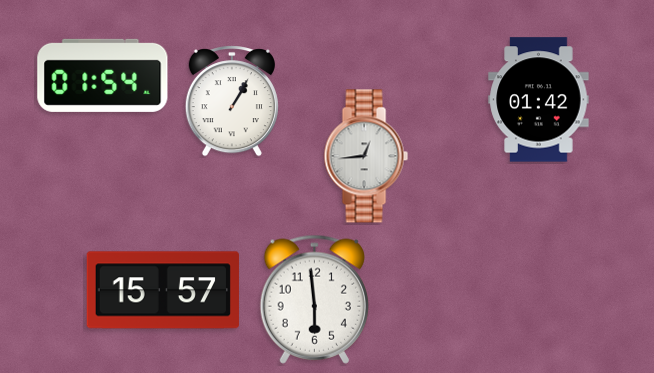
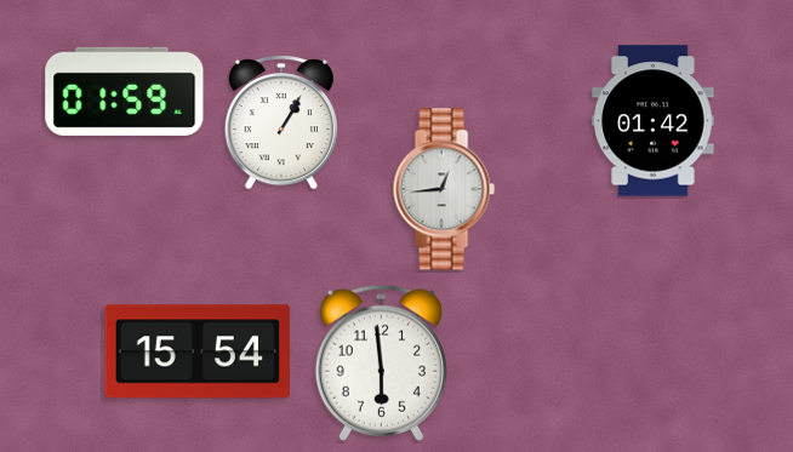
clock at (103, 75): 01:54 -> 01:59
clock at (163, 290): 15:57 -> 15:54
